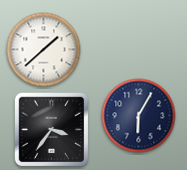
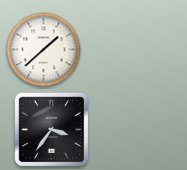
clock at (139, 116): 6:05 -> none
